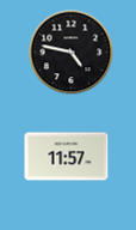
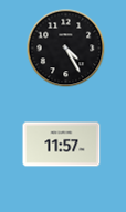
clock at (72, 53): 4:47 -> 4:25
